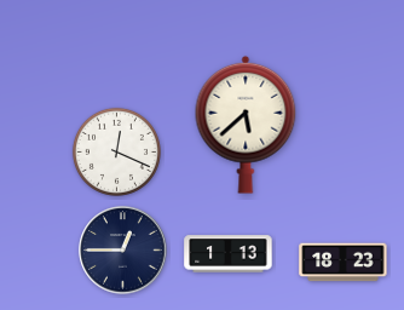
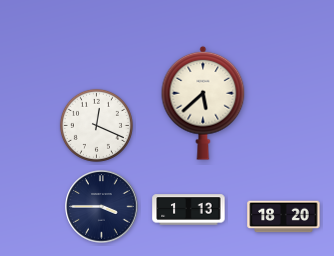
clock at (123, 251): 12:45 -> 3:45
clock at (344, 263): 18:23 -> 18:20
